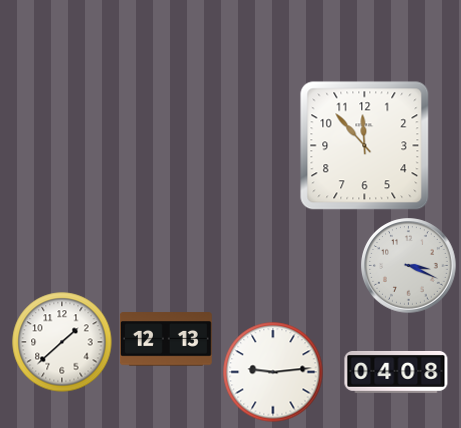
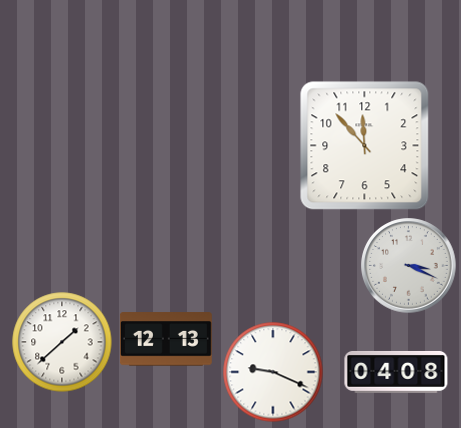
clock at (273, 372): 9:14 -> 9:19
